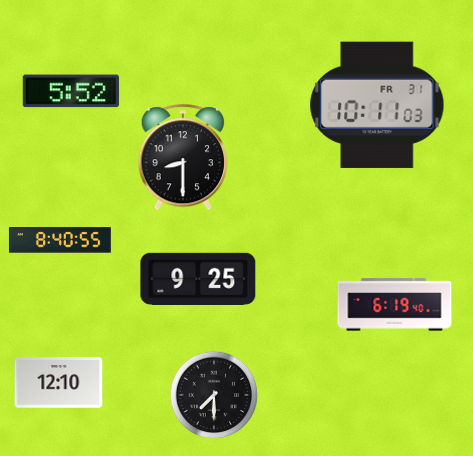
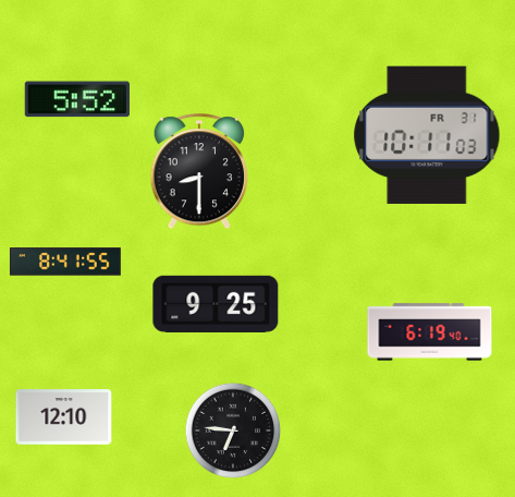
clock at (377, 105) position: (377, 105) -> (427, 135)
clock at (60, 240): 8:40 -> 8:41
clock at (214, 395): 7:30 -> 6:46
